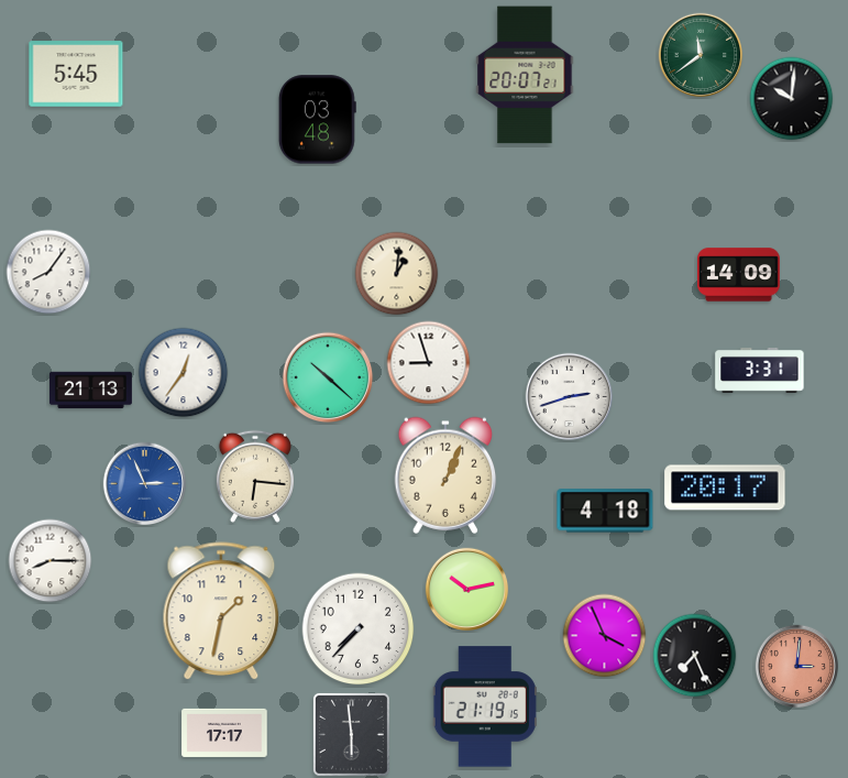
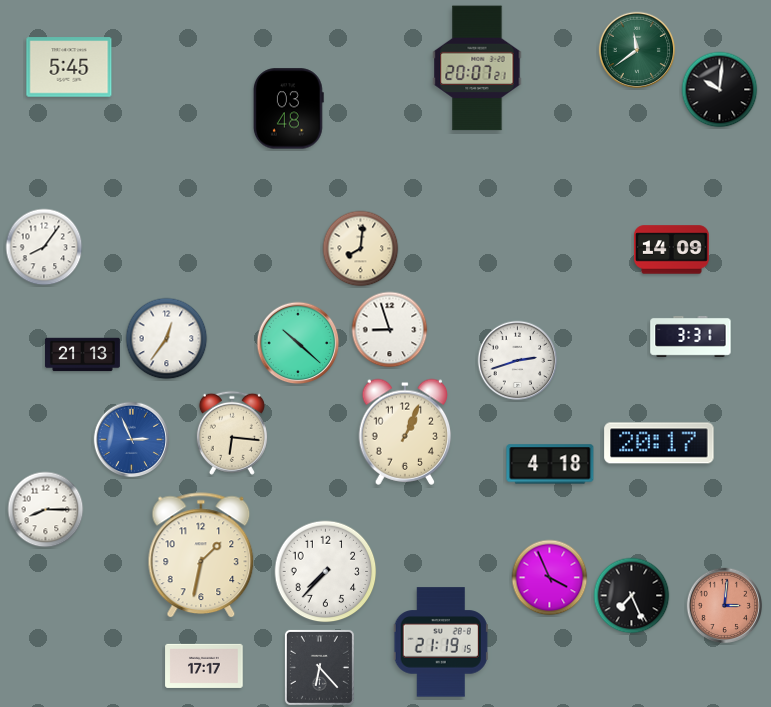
clock at (397, 274): 1:01 -> 8:01
clock at (467, 590): 10:13 -> none
clock at (351, 734): 5:59 -> 6:23
